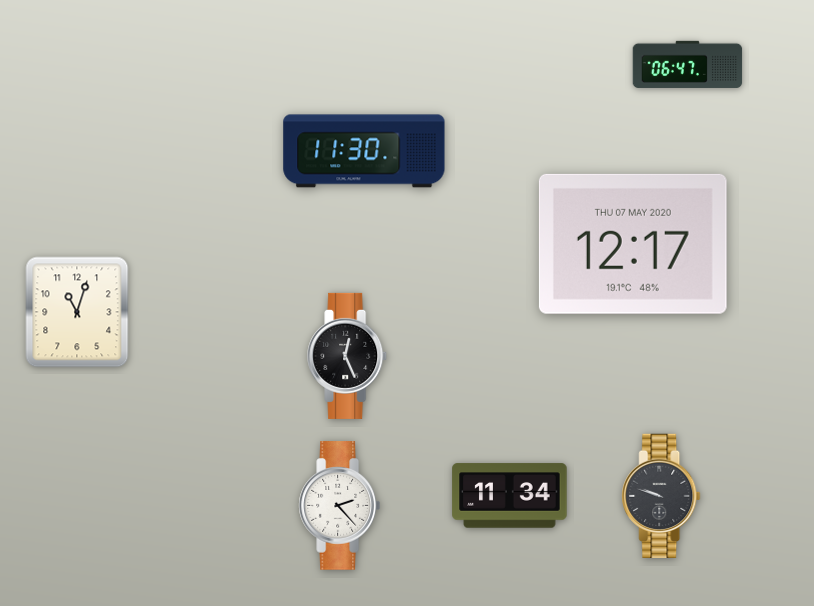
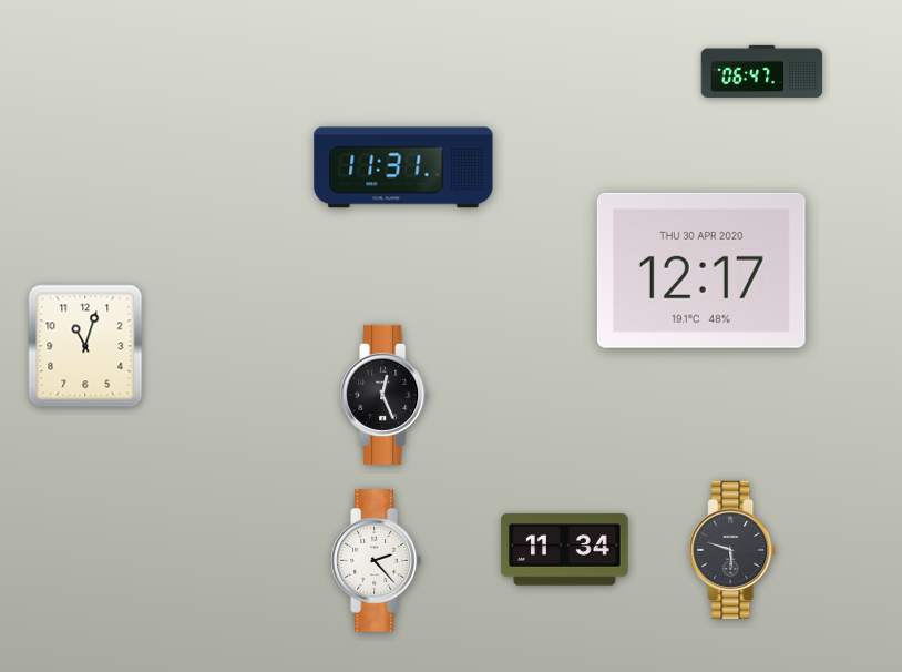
clock at (364, 151): 11:30 -> 11:31
clock at (633, 244) date: THU 07 MAY 2020 -> THU 30 APR 2020
clock at (661, 495): 9:48 -> 5:48
